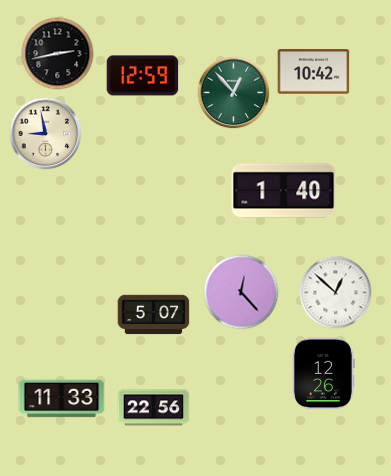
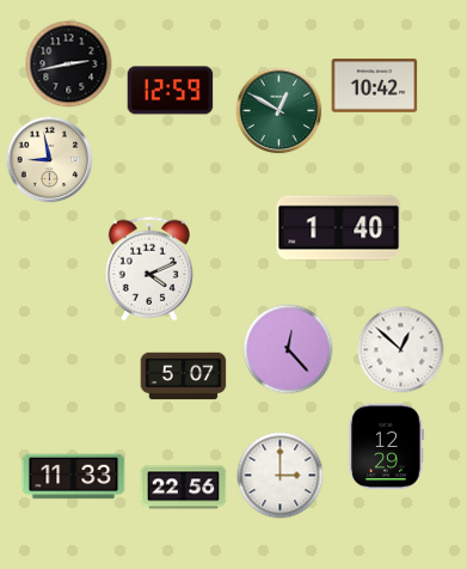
clock at (234, 93): 12:53 -> 12:50
clock at (46, 134) position: (46, 134) -> (50, 160)
clock at (149, 269): none -> 4:11
clock at (323, 374): 12:26 -> 12:29
clock at (281, 476): none -> 3:00
